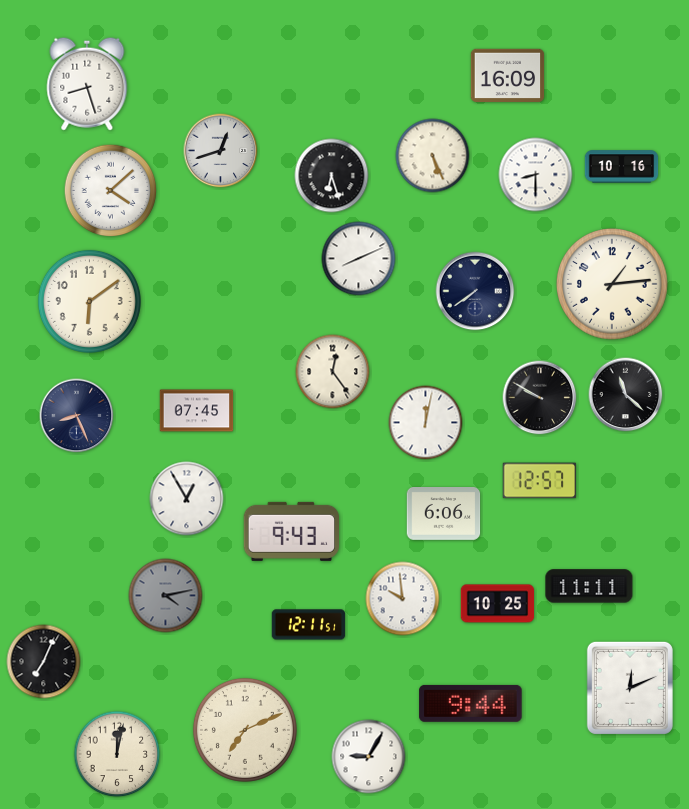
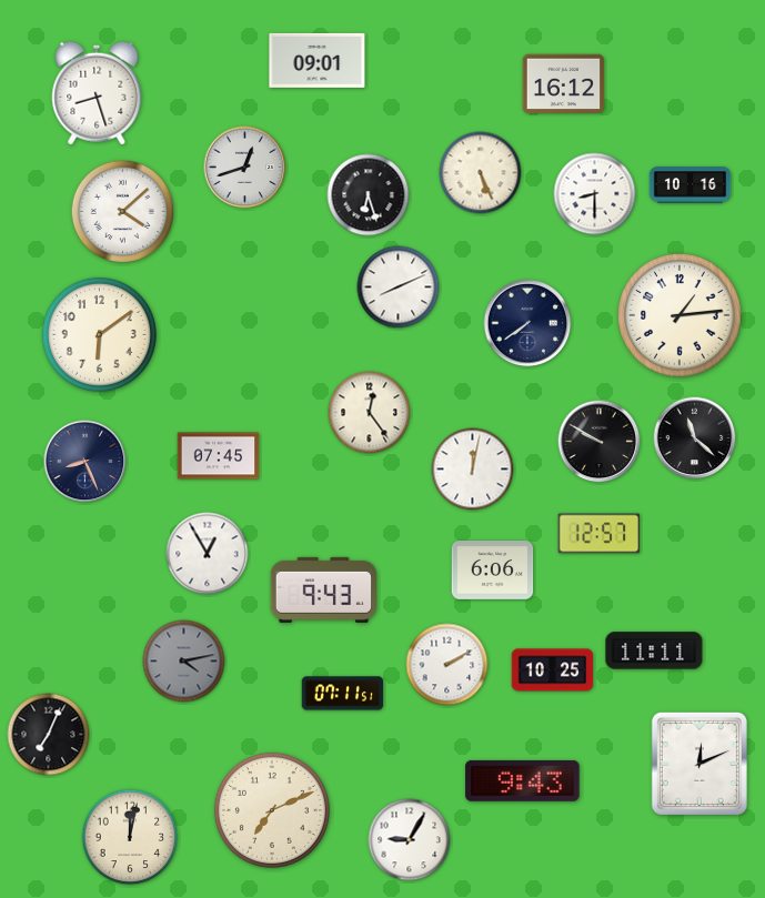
clock at (318, 60): none -> 09:01
clock at (508, 76): 16:09 -> 16:12
clock at (403, 599): 9:59 -> 2:10
clock at (309, 625): 12:11 -> 07:11
clock at (471, 703): 9:44 -> 9:43
